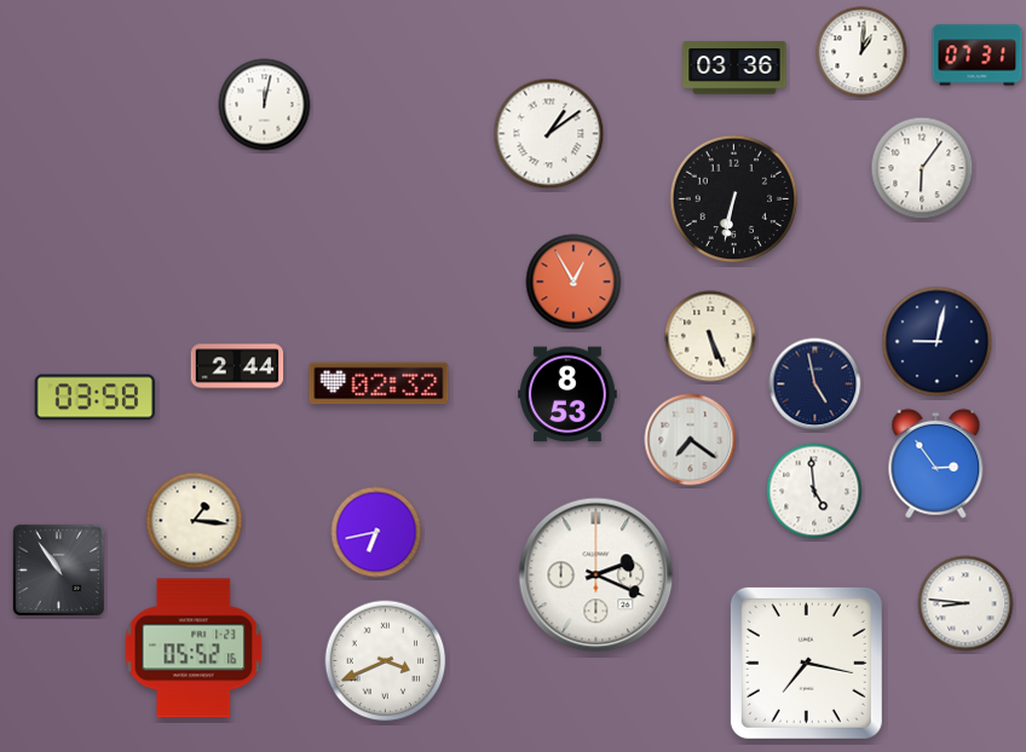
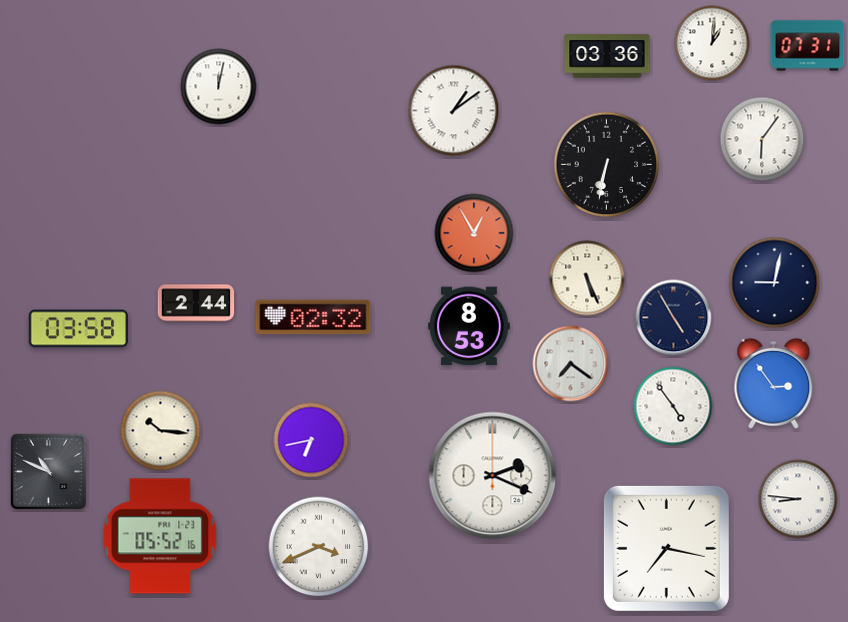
clock at (815, 384): 4:58 -> 4:55
clock at (814, 491): 4:59 -> 4:54
clock at (195, 521): 1:16 -> 10:16
clock at (58, 569): 10:54 -> 10:49
